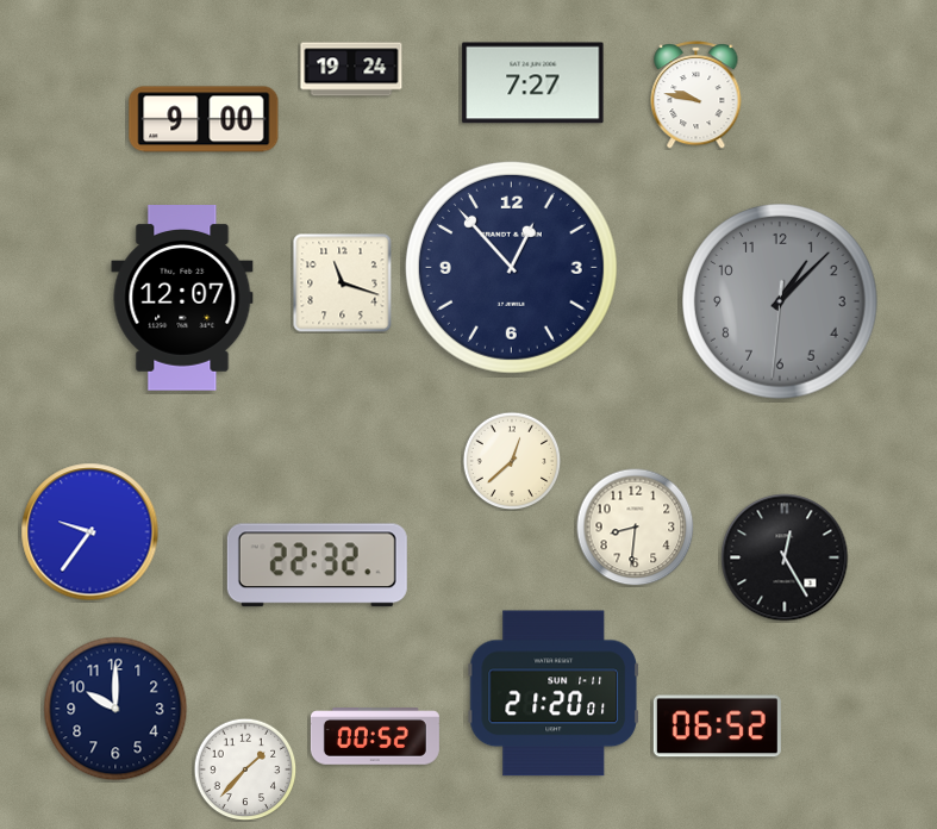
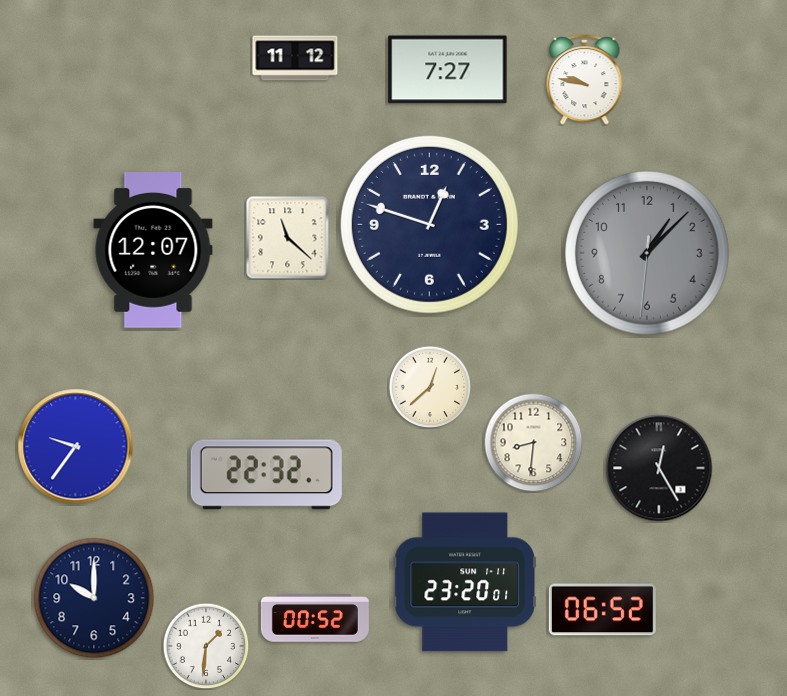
clock at (351, 69): 19:24 -> 11:12
clock at (204, 119): 9:00 -> none
clock at (511, 267): 12:53 -> 12:48
clock at (342, 282): 11:18 -> 11:22
clock at (780, 301) position: (780, 301) -> (647, 253)
clock at (554, 693): 21:20 -> 23:20
clock at (115, 709) position: (115, 709) -> (94, 598)
clock at (245, 769): 1:37 -> 1:31
